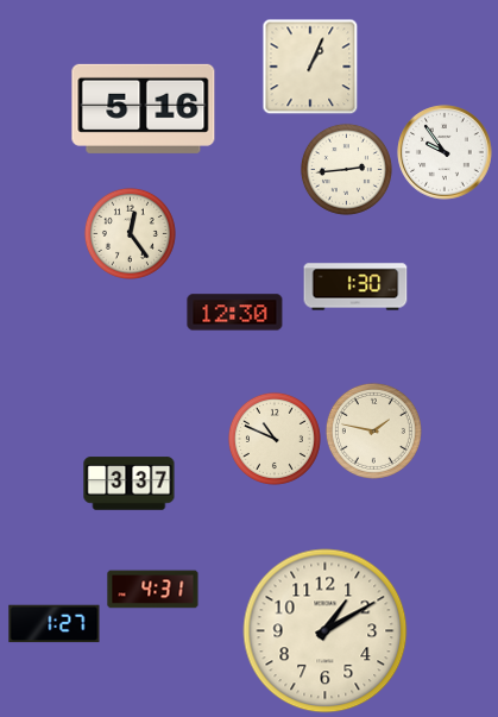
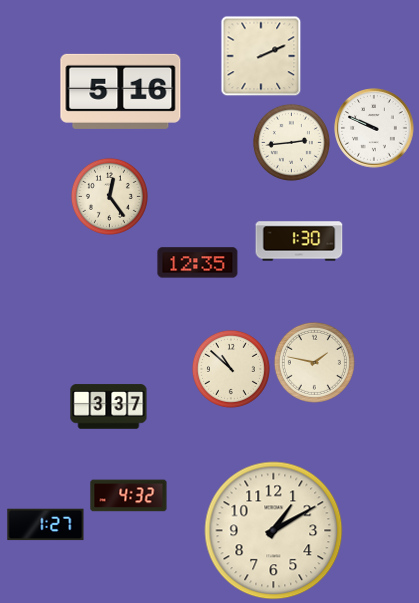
clock at (310, 67): 1:04 -> 2:11
clock at (445, 152): 9:54 -> 9:49
clock at (235, 313): 12:30 -> 12:35
clock at (275, 439): 10:49 -> 10:52
clock at (153, 590): 4:31 -> 4:32
